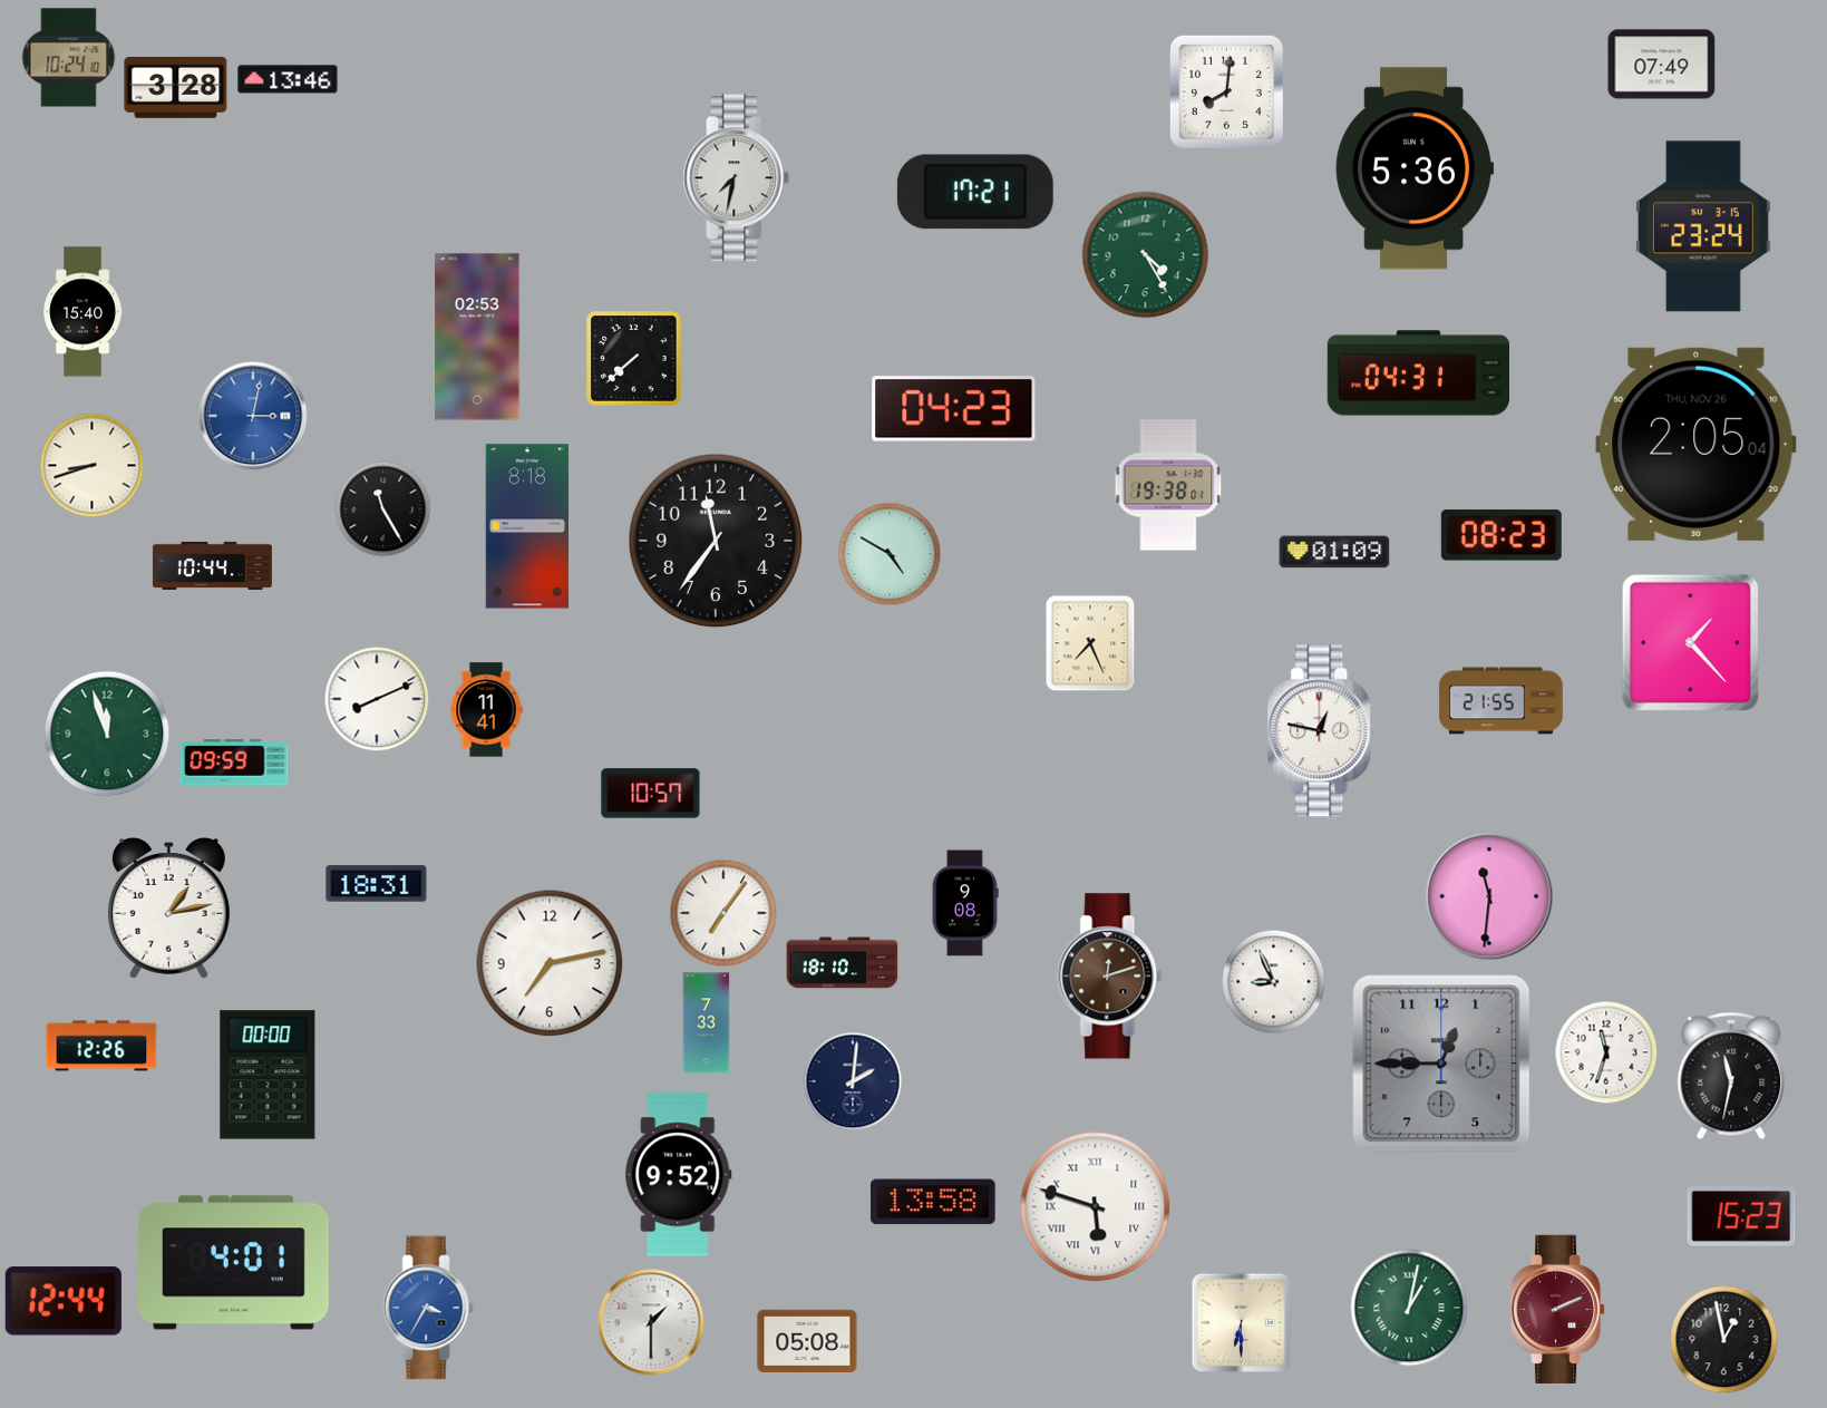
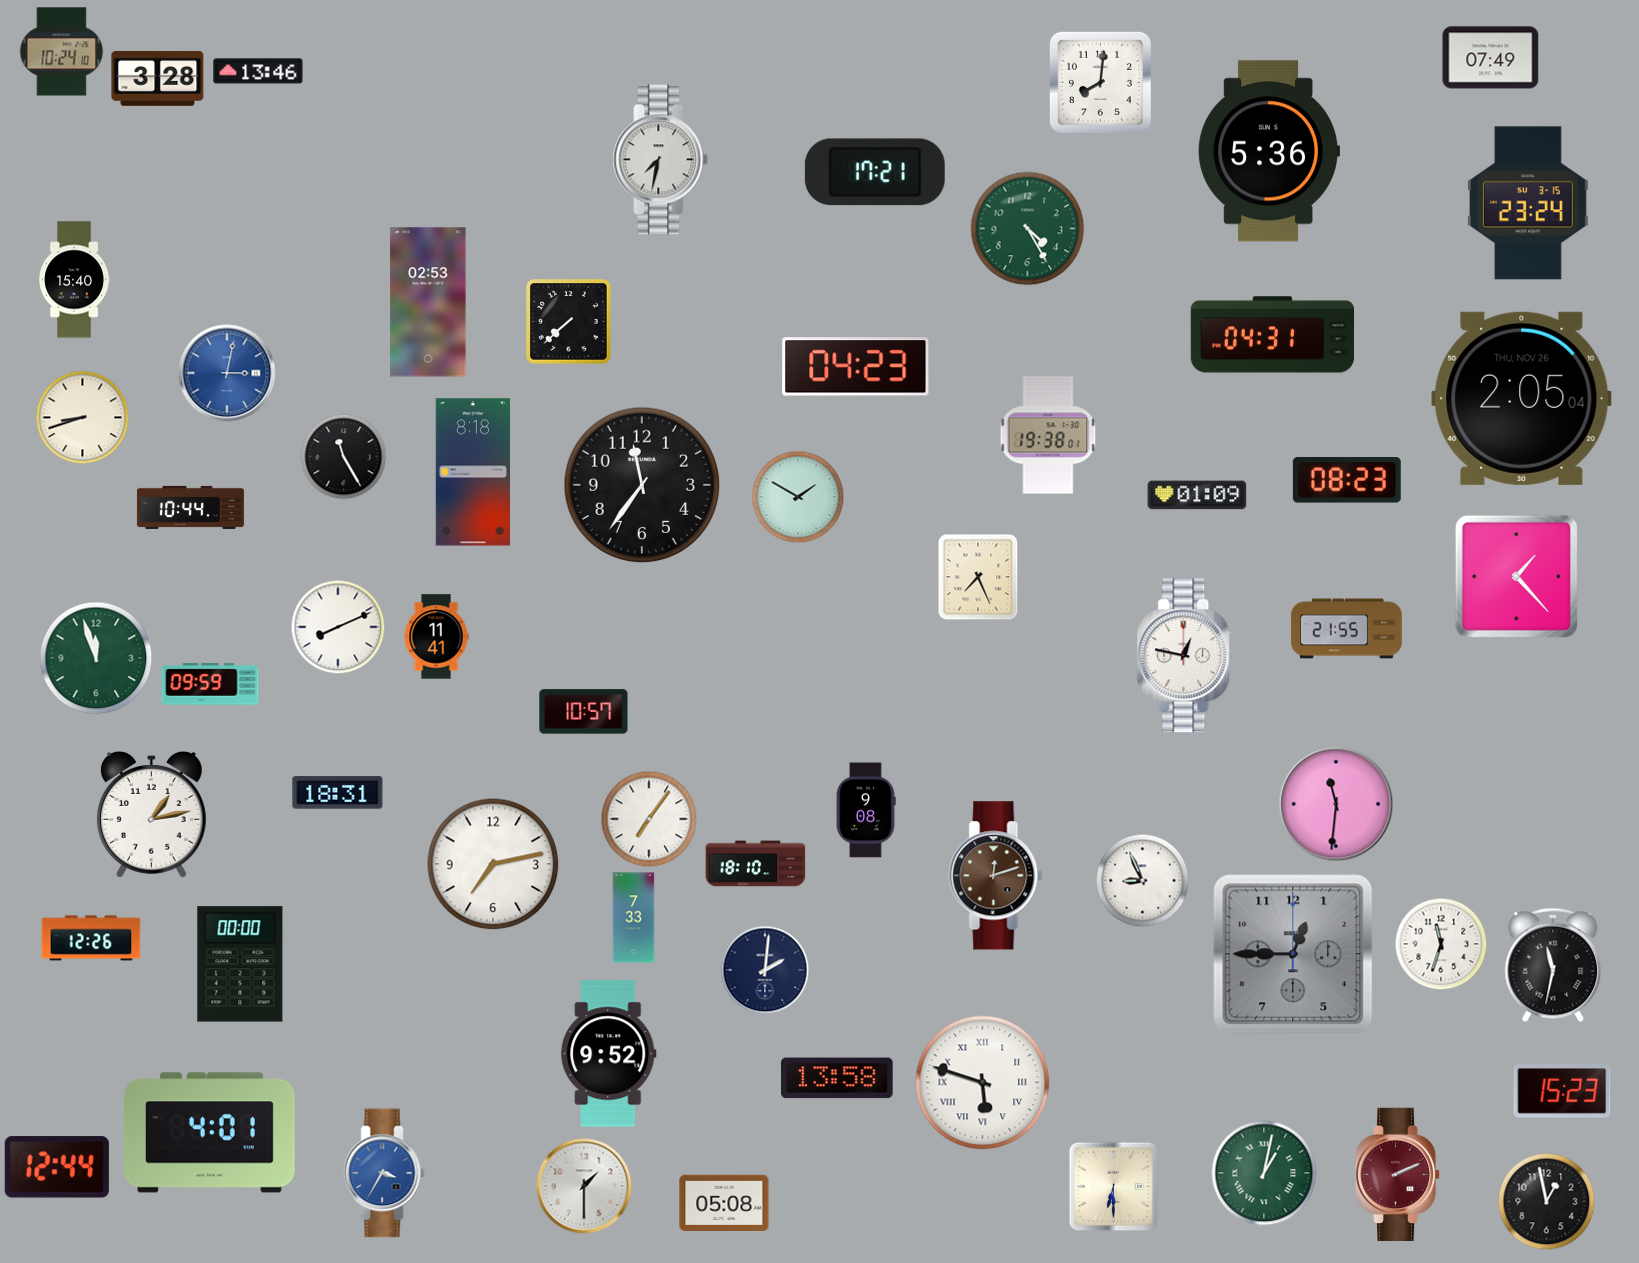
clock at (890, 554): 4:50 -> 1:50
